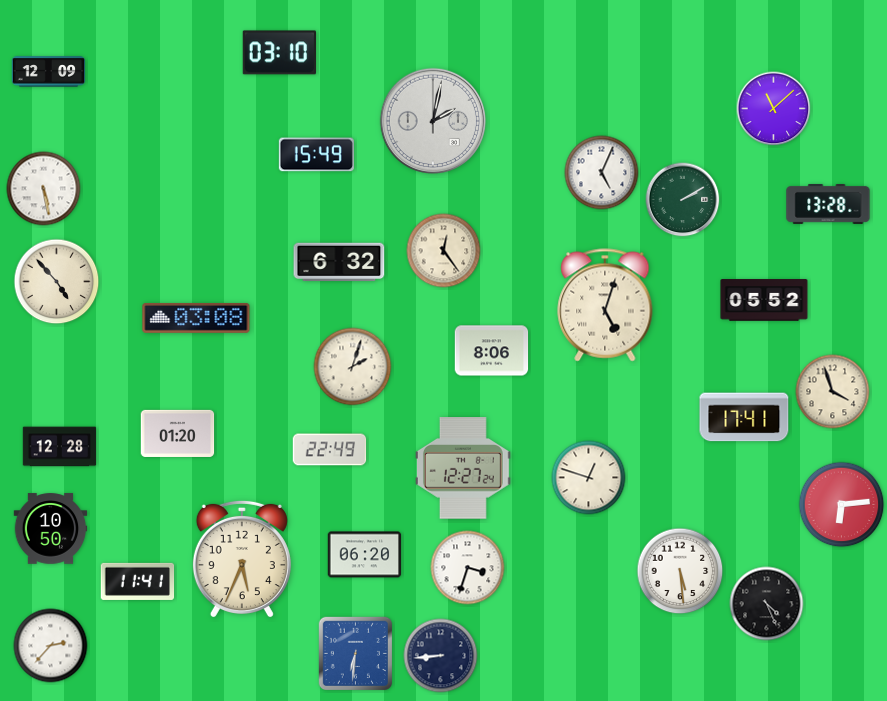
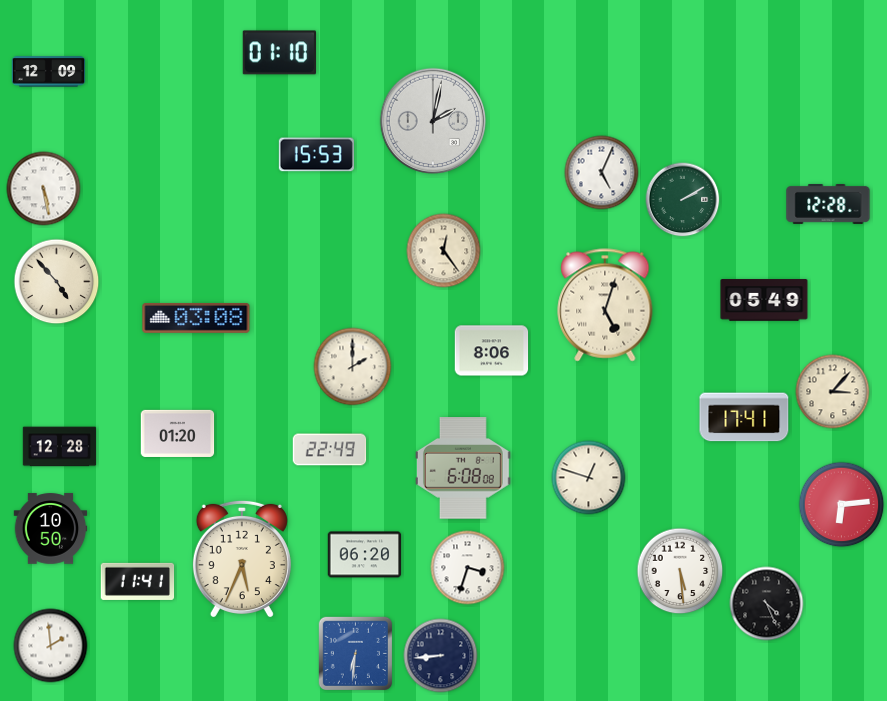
clock at (280, 53): 03:10 -> 01:10
clock at (774, 109): 11:08 -> none
clock at (316, 155): 15:49 -> 15:53
clock at (828, 204): 13:28 -> 12:28
clock at (339, 262): 6:32 -> none
clock at (764, 300): 05:52 -> 05:49
clock at (353, 367): 2:03 -> 2:00
clock at (833, 392): 3:57 -> 3:07
clock at (463, 468): 12:27 -> 6:08
clock at (51, 646): 2:37 -> 1:59
